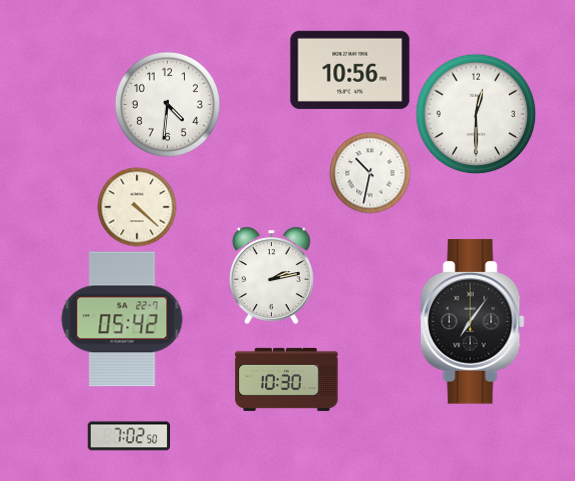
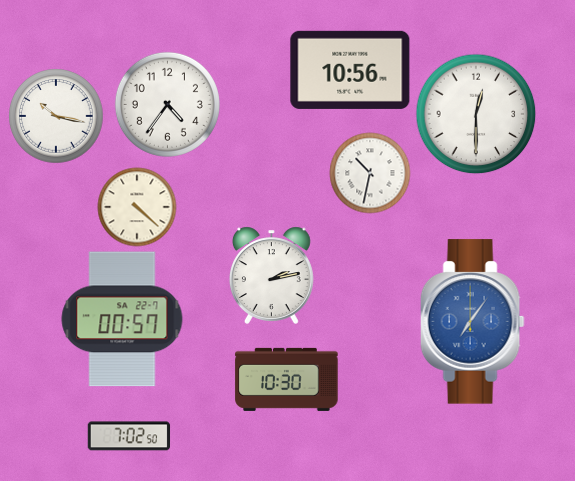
clock at (167, 104): 4:31 -> 4:36
clock at (56, 116): none -> 10:17
clock at (122, 319): 05:42 -> 00:57
clock at (472, 322) dial: black -> blue
